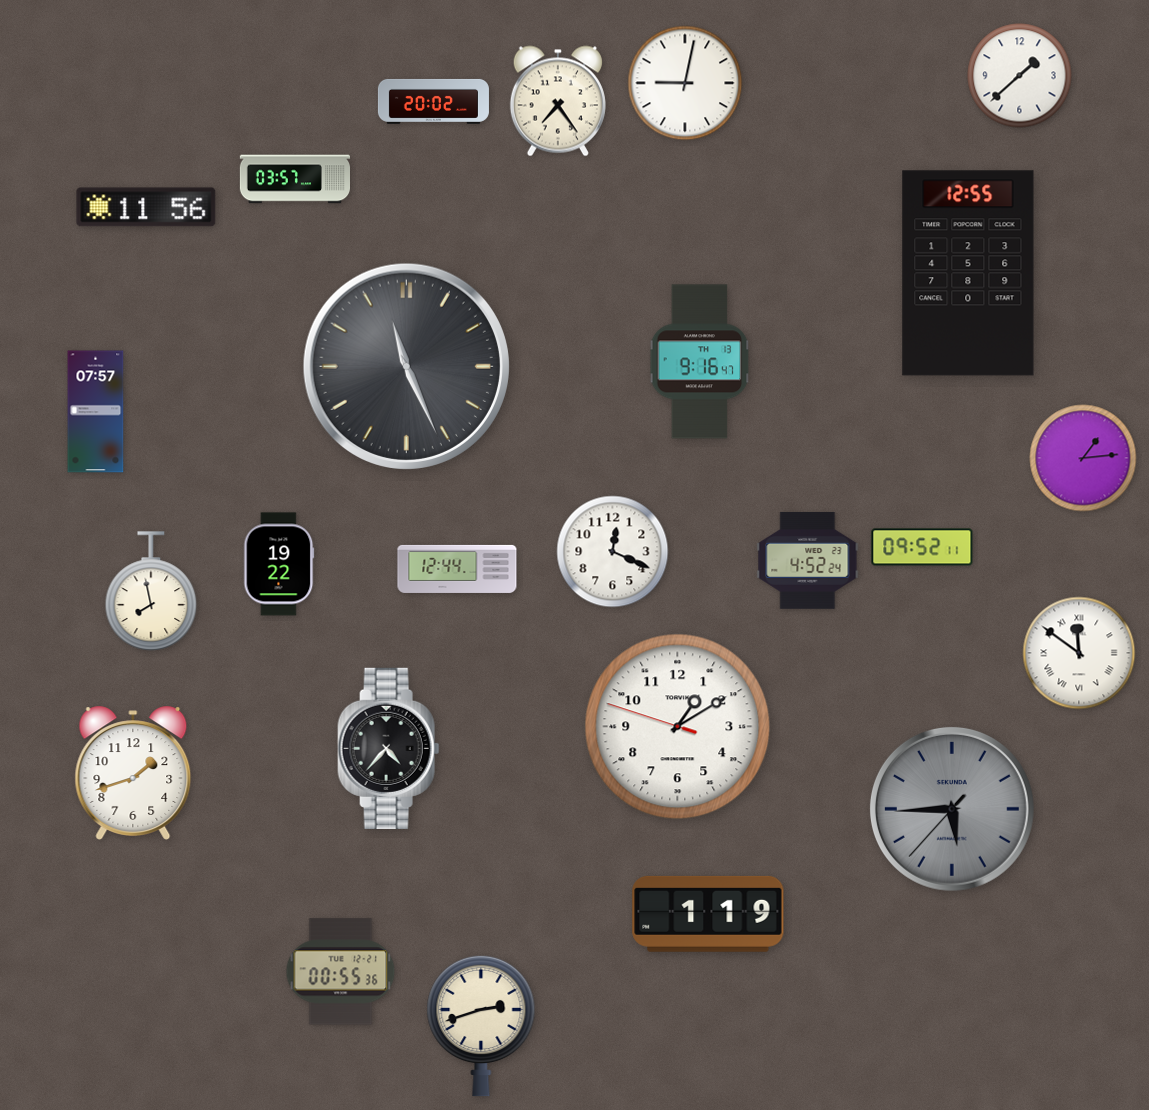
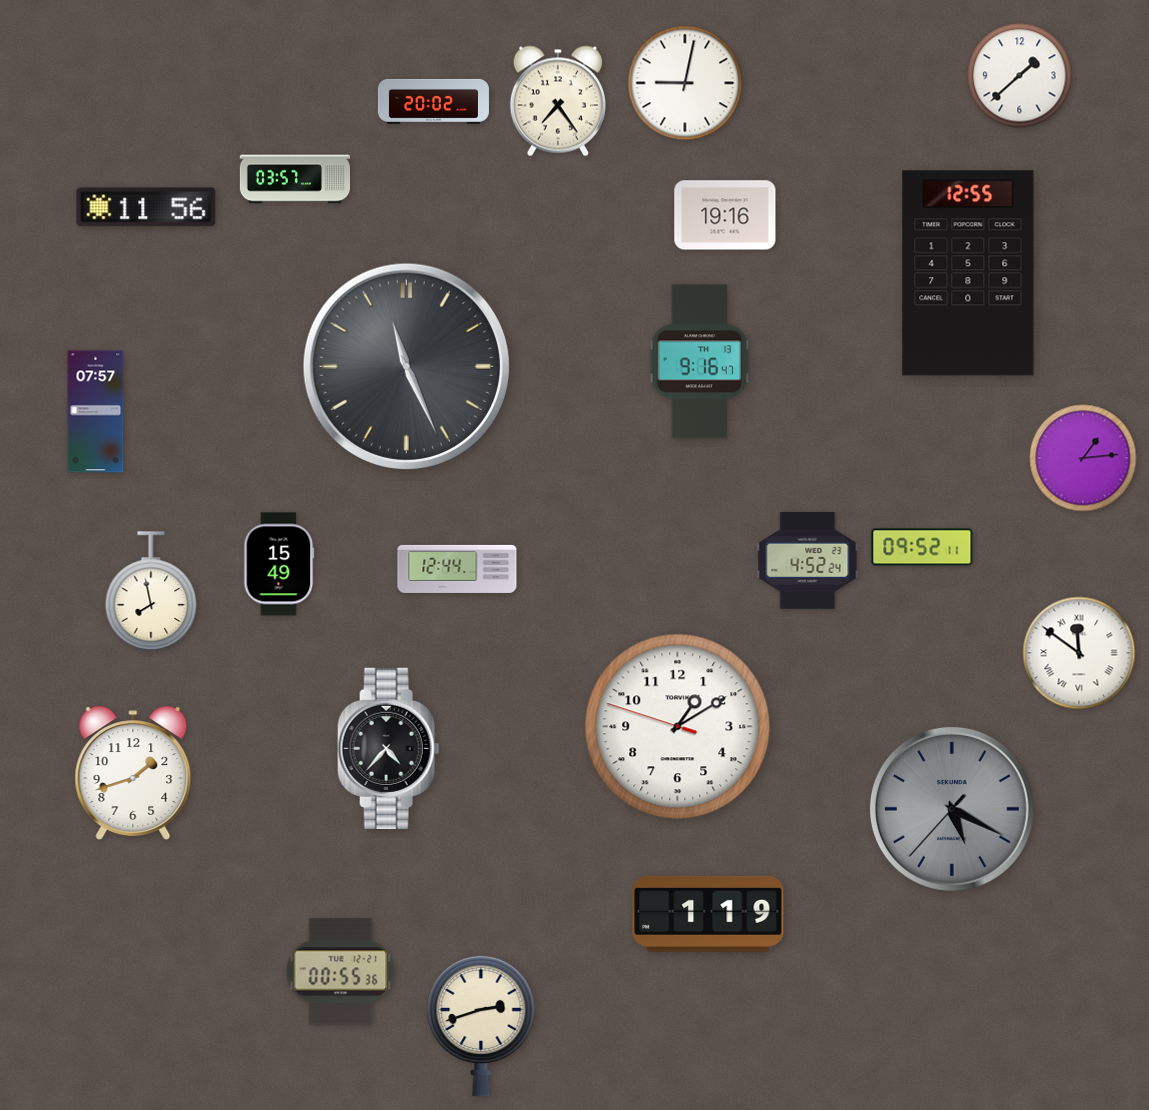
clock at (725, 215): none -> 19:16
clock at (613, 552): 12:19 -> none
clock at (279, 564): 19:22 -> 15:49
clock at (952, 809): 5:44 -> 5:19
